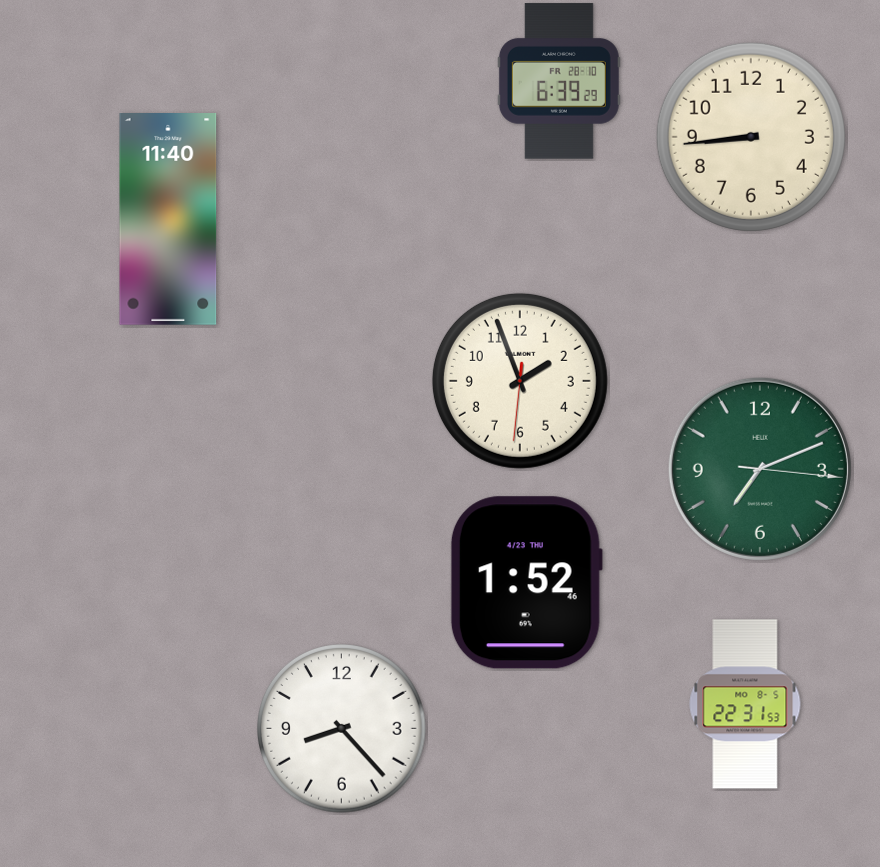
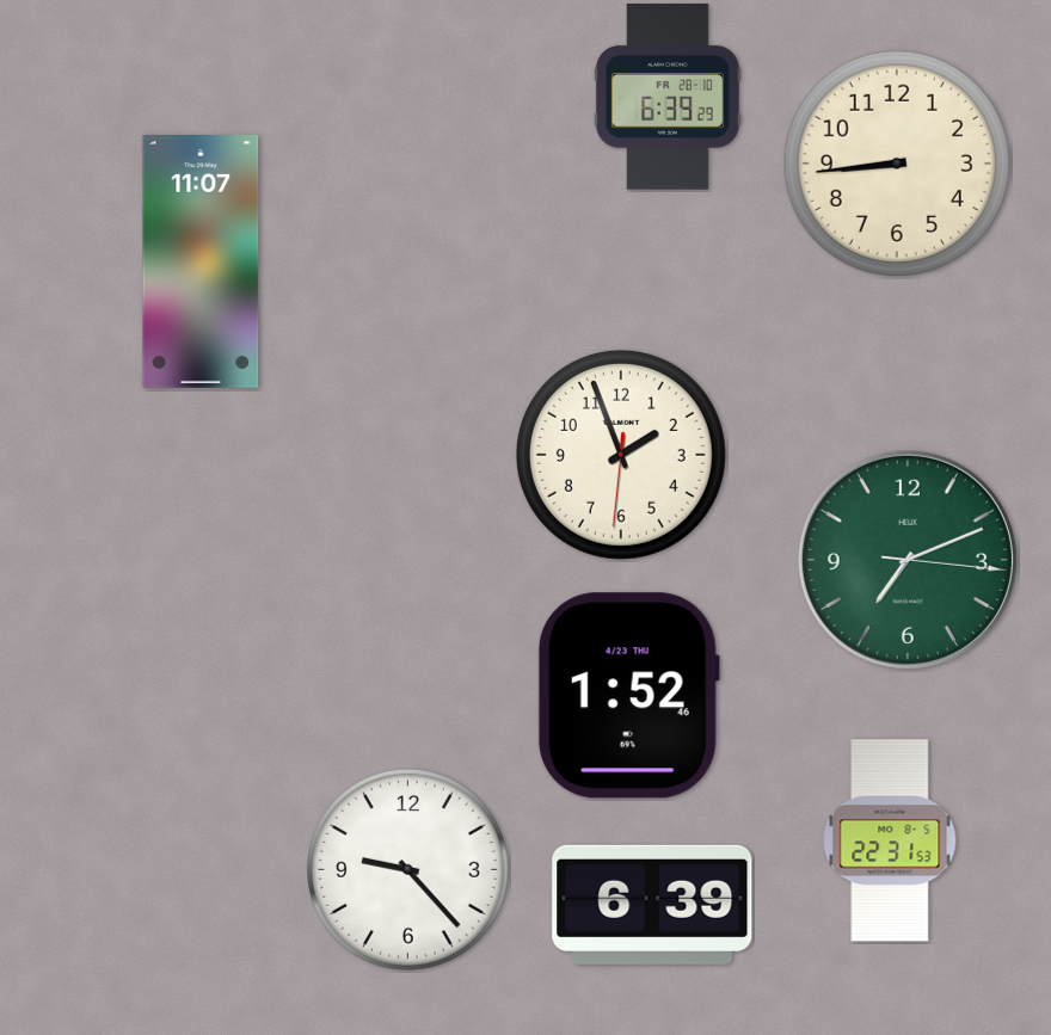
clock at (168, 220): 11:40 -> 11:07
clock at (342, 729): 8:23 -> 9:23
clock at (652, 905): none -> 6:39
